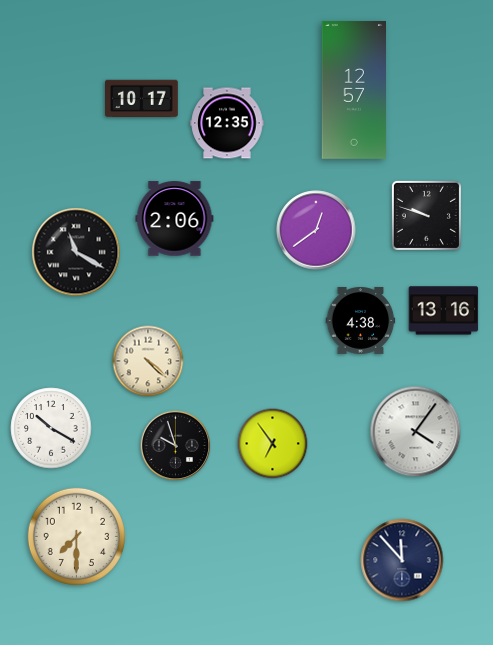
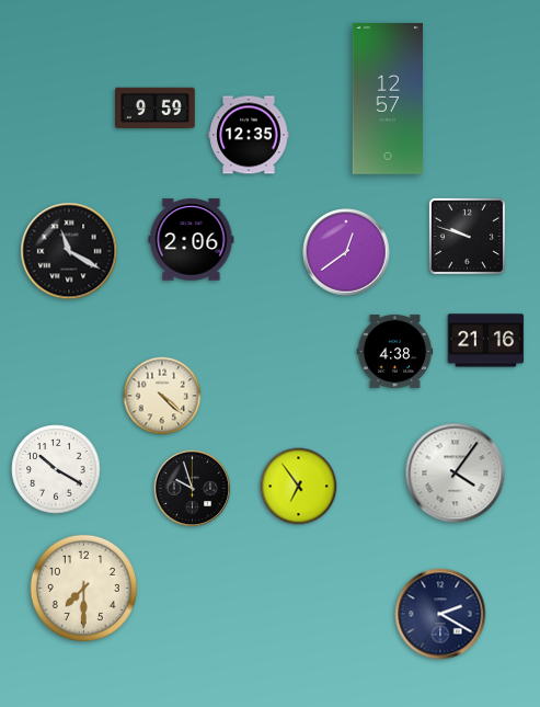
clock at (142, 99): 10:17 -> 9:59
clock at (76, 252) position: (76, 252) -> (69, 251)
clock at (444, 311): 13:16 -> 21:16
clock at (402, 560): 11:53 -> 2:20
